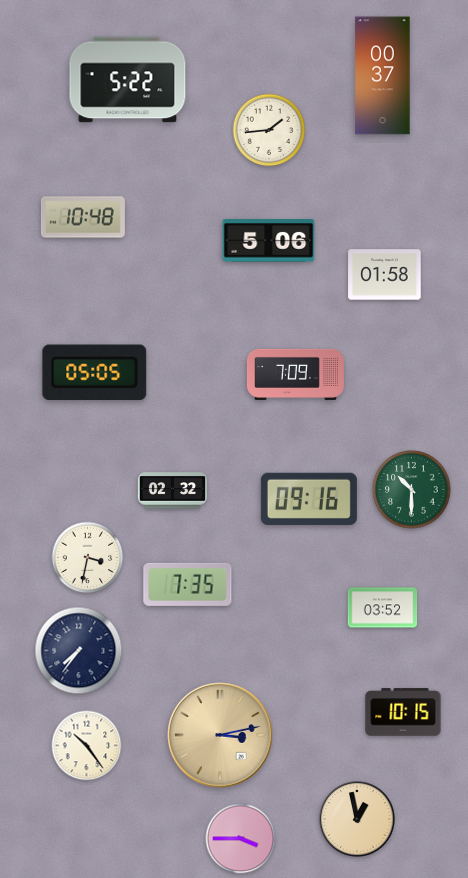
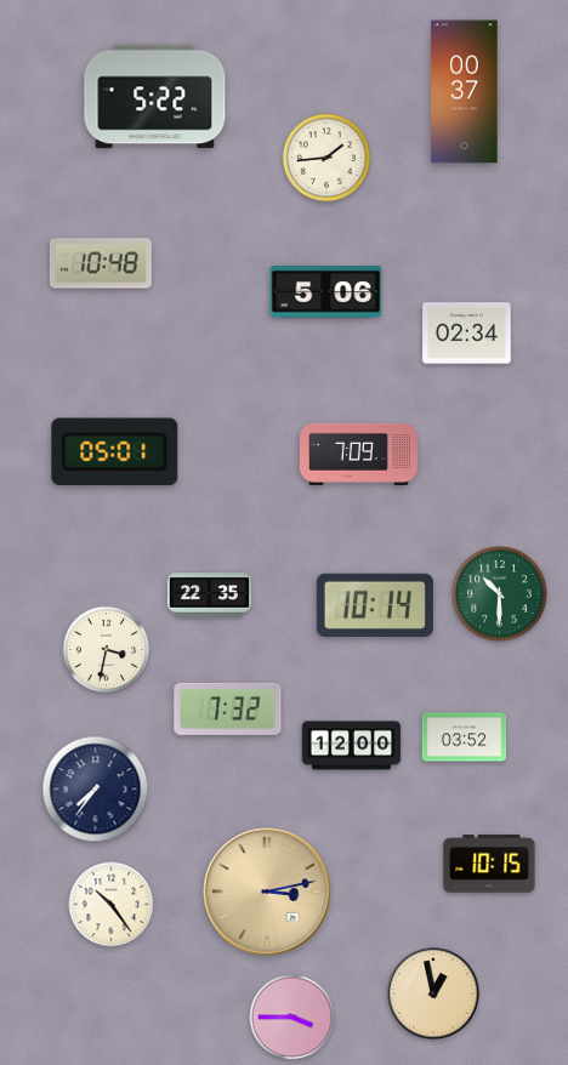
clock at (385, 275): 01:58 -> 02:34
clock at (95, 373): 05:05 -> 05:01
clock at (173, 491): 02:32 -> 22:35
clock at (309, 499): 09:16 -> 10:14
clock at (88, 558) position: (88, 558) -> (107, 650)
clock at (188, 584): 7:35 -> 7:32
clock at (352, 746): none -> 12:00
clock at (87, 746) position: (87, 746) -> (112, 905)
